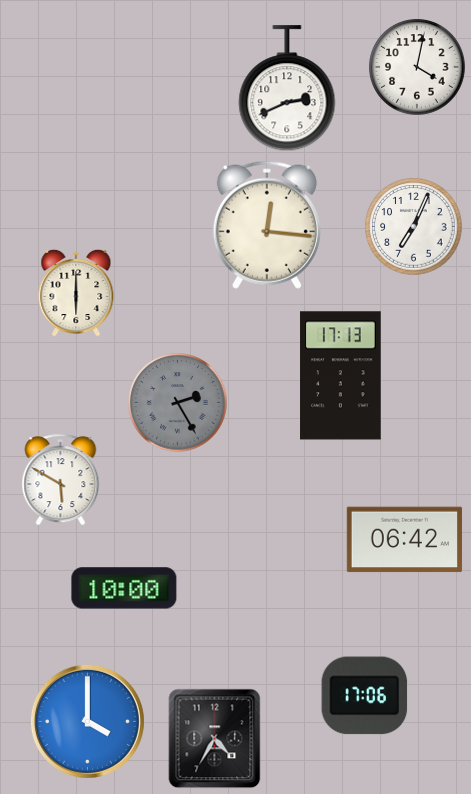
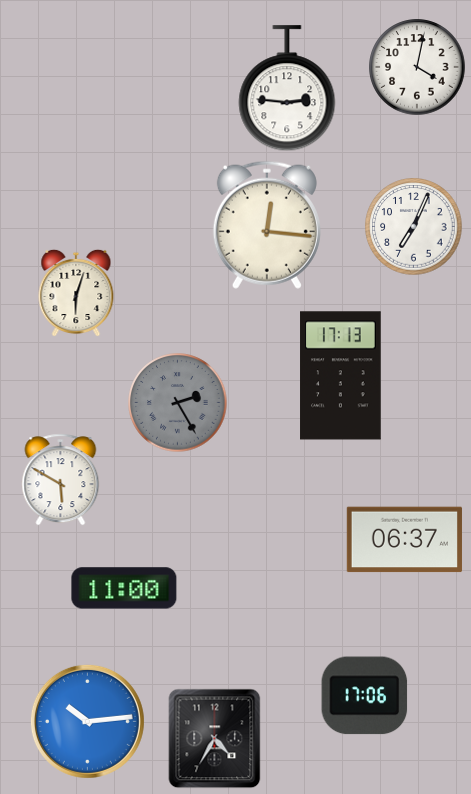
clock at (287, 89): 2:41 -> 2:46
clock at (76, 293): 6:00 -> 6:03
clock at (404, 540): 06:42 -> 06:37
clock at (124, 588): 10:00 -> 11:00
clock at (87, 721): 4:00 -> 10:14
